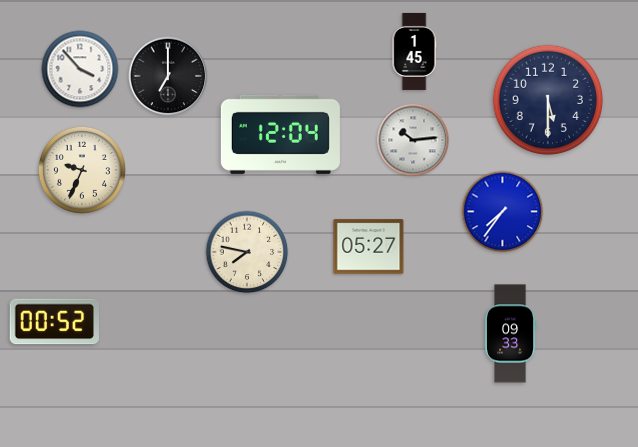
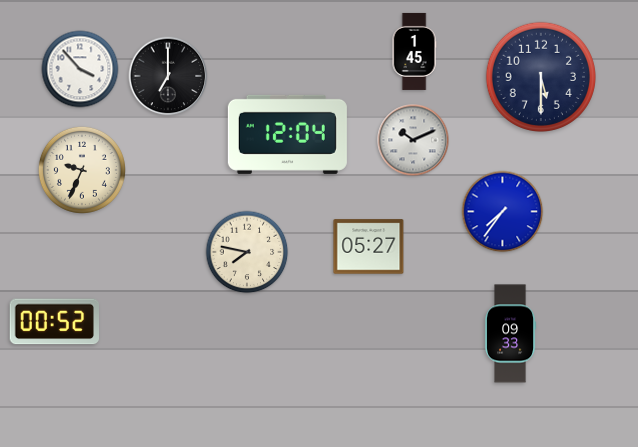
clock at (547, 99) position: (547, 99) -> (540, 76)
clock at (280, 134) position: (280, 134) -> (287, 134)
clock at (413, 140): 10:14 -> 10:11
